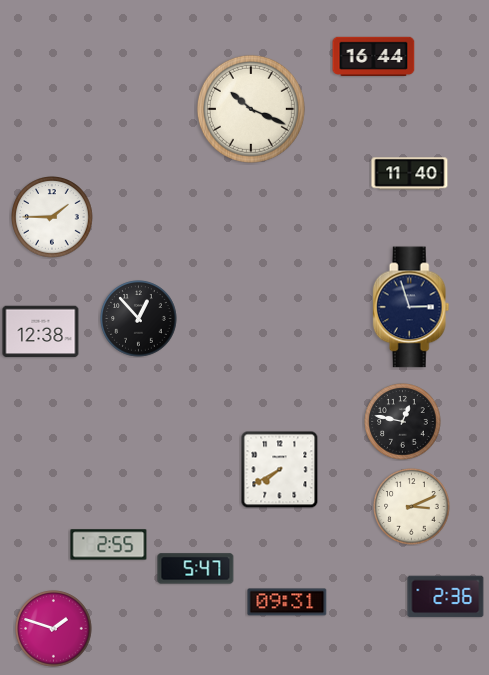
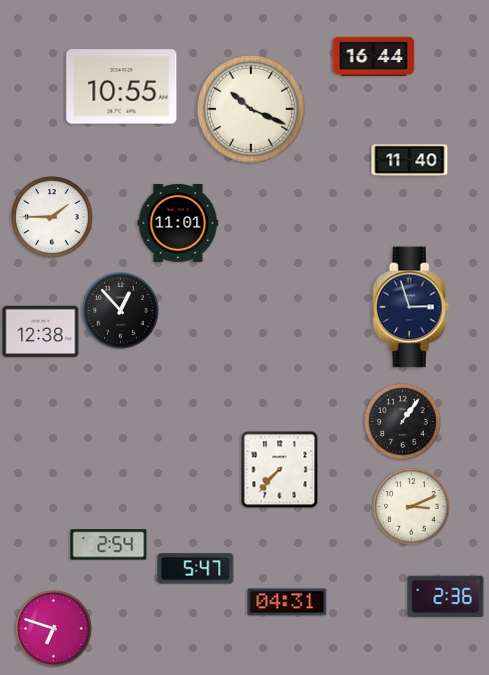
clock at (122, 87): none -> 10:55
clock at (410, 174) position: (410, 174) -> (410, 161)
clock at (178, 223): none -> 11:01
clock at (139, 319) position: (139, 319) -> (121, 311)
clock at (403, 422): 12:47 -> 1:06
clock at (279, 469): 7:40 -> 7:37
clock at (109, 545): 2:55 -> 2:54
clock at (287, 602): 09:31 -> 04:31
clock at (54, 629): 1:48 -> 6:48
